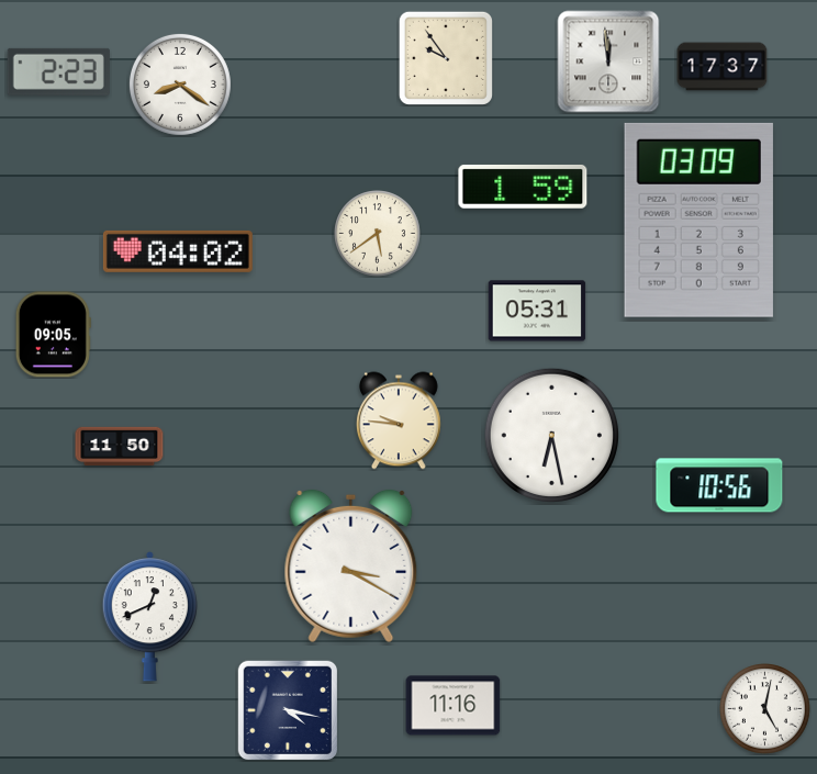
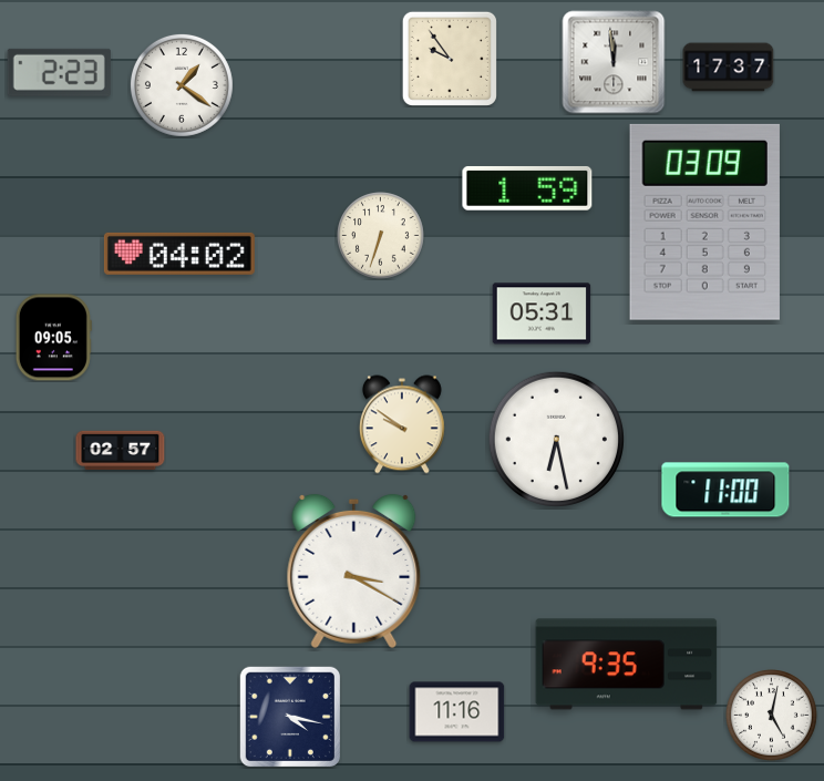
clock at (180, 85): 8:21 -> 1:21
clock at (378, 234): 5:39 -> 6:33
clock at (399, 420): 9:46 -> 9:51
clock at (120, 447): 11:50 -> 02:57
clock at (719, 485): 10:56 -> 11:00
clock at (149, 617): 12:41 -> none
clock at (627, 665): none -> 9:35
